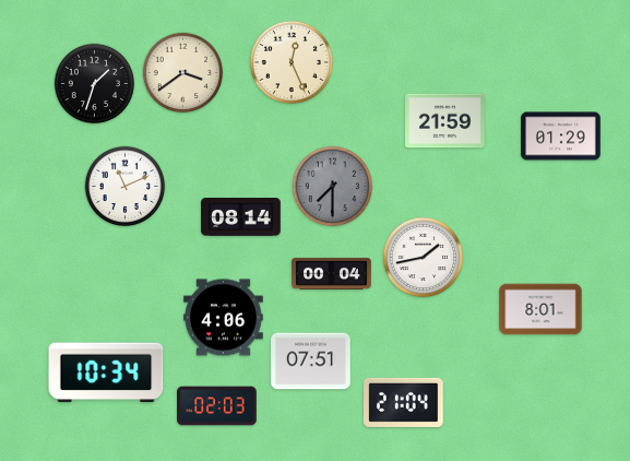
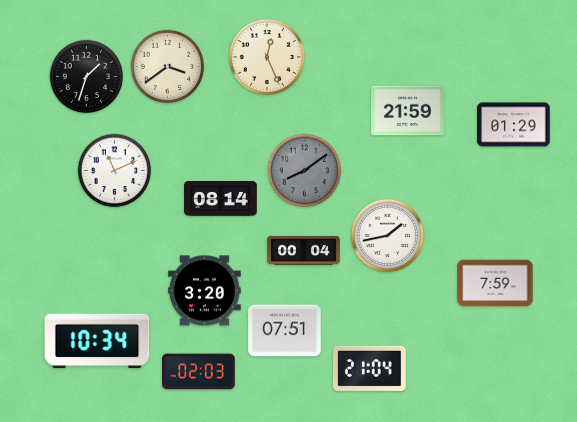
clock at (333, 187): 7:30 -> 8:09
clock at (540, 309): 8:01 -> 7:59
clock at (224, 318): 4:06 -> 3:20
